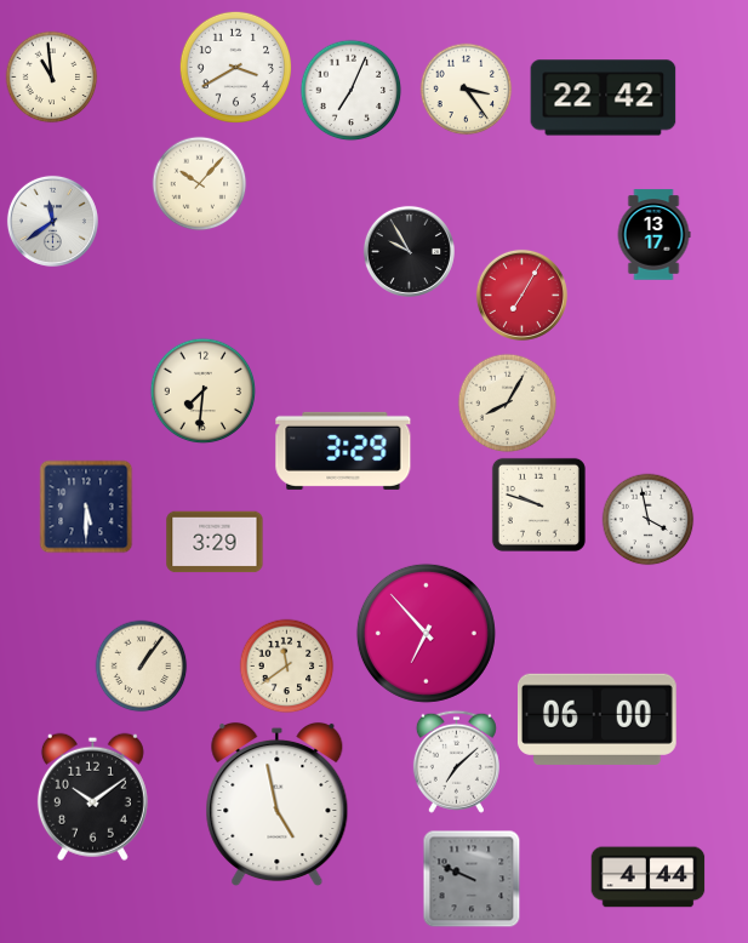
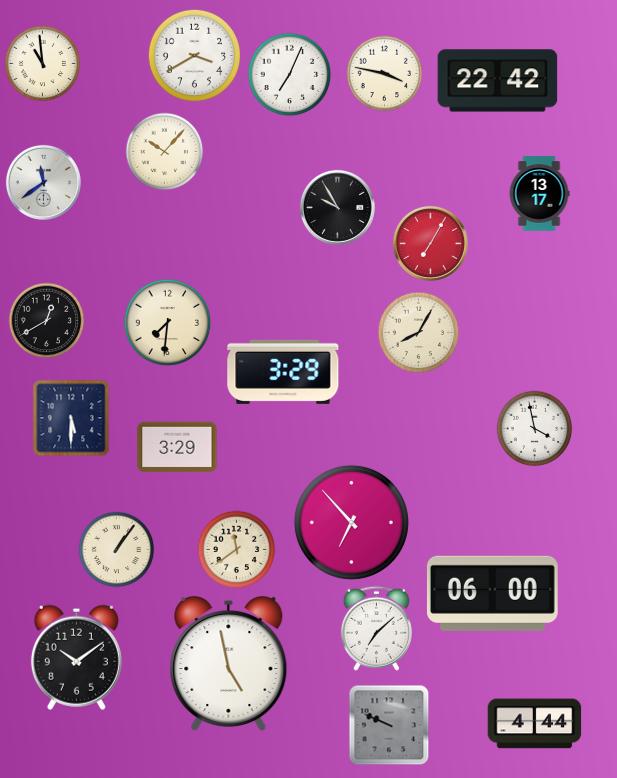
clock at (467, 90): 3:24 -> 3:47
clock at (47, 321): none -> 12:40
clock at (538, 504): 9:48 -> none
